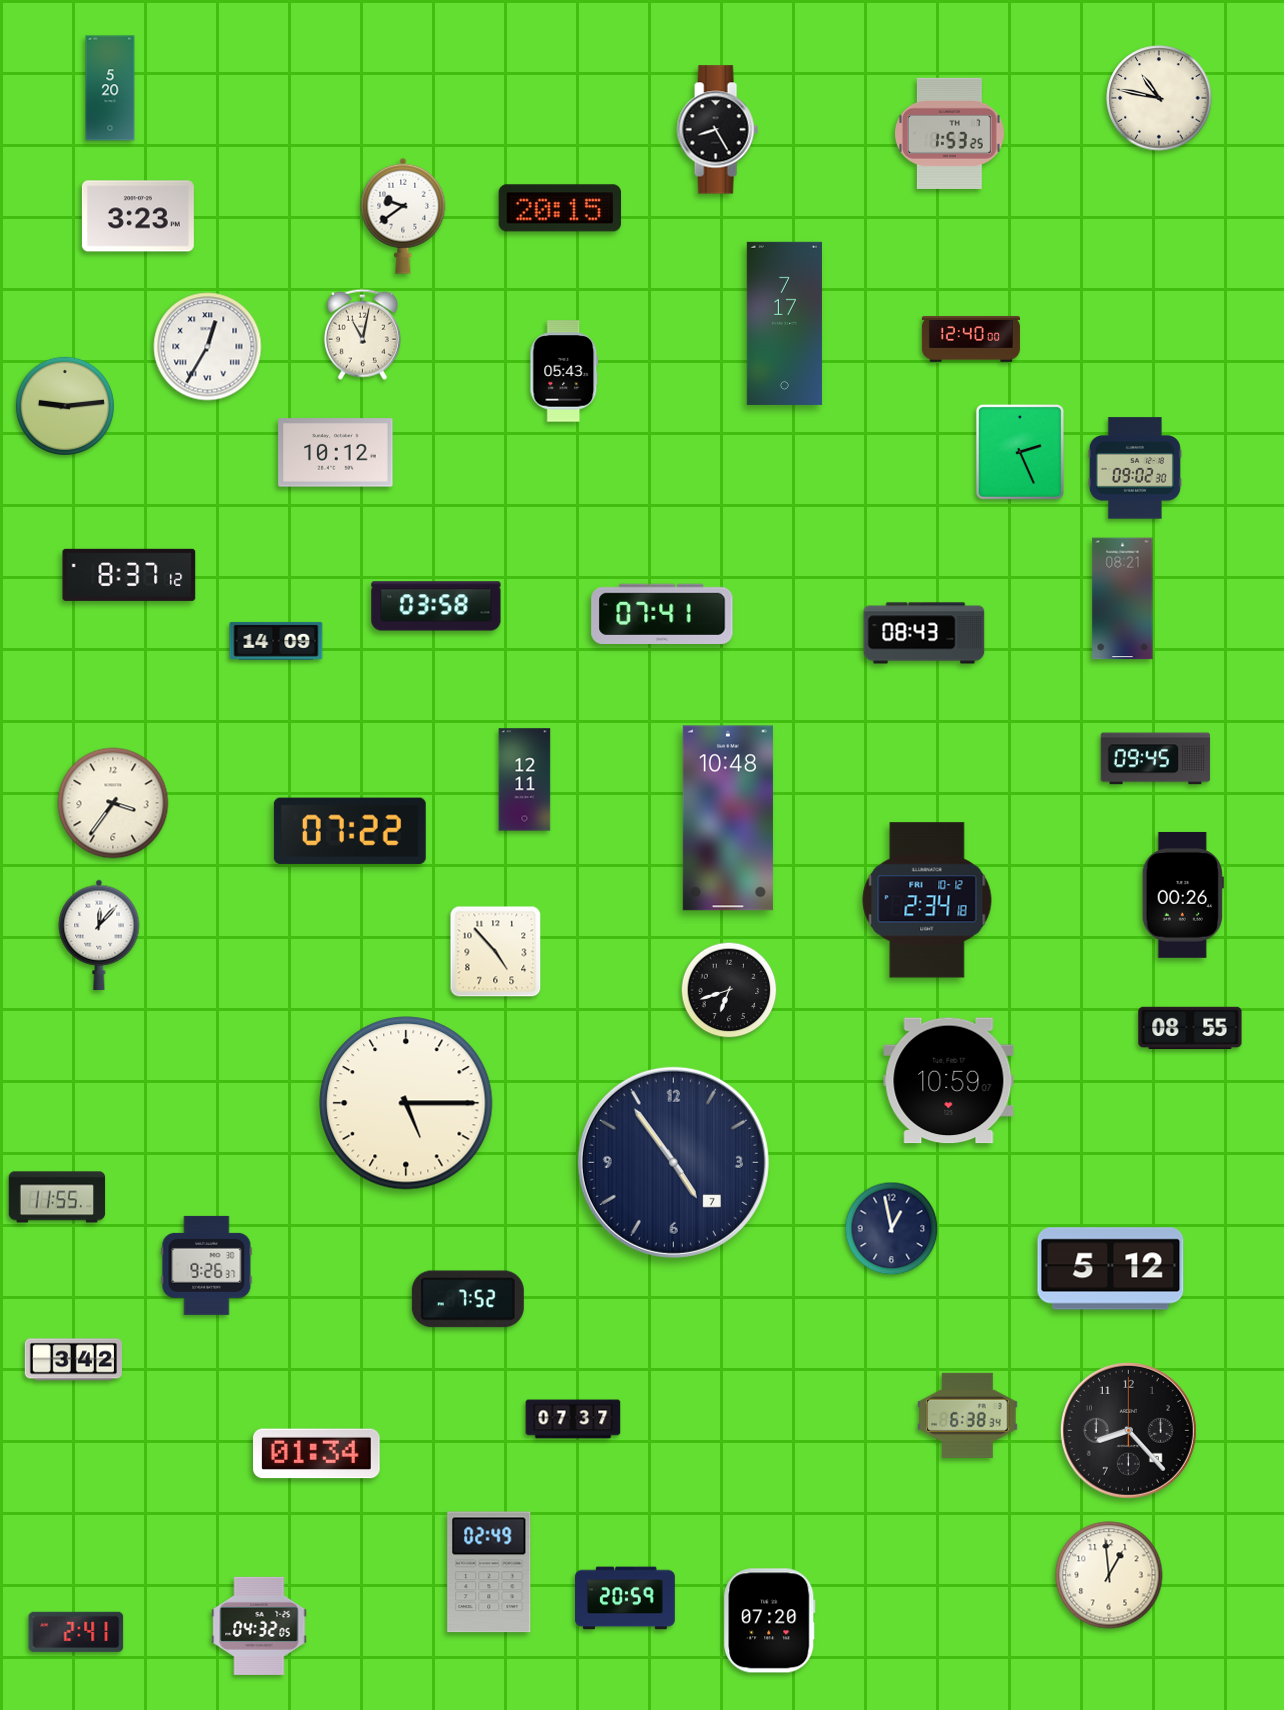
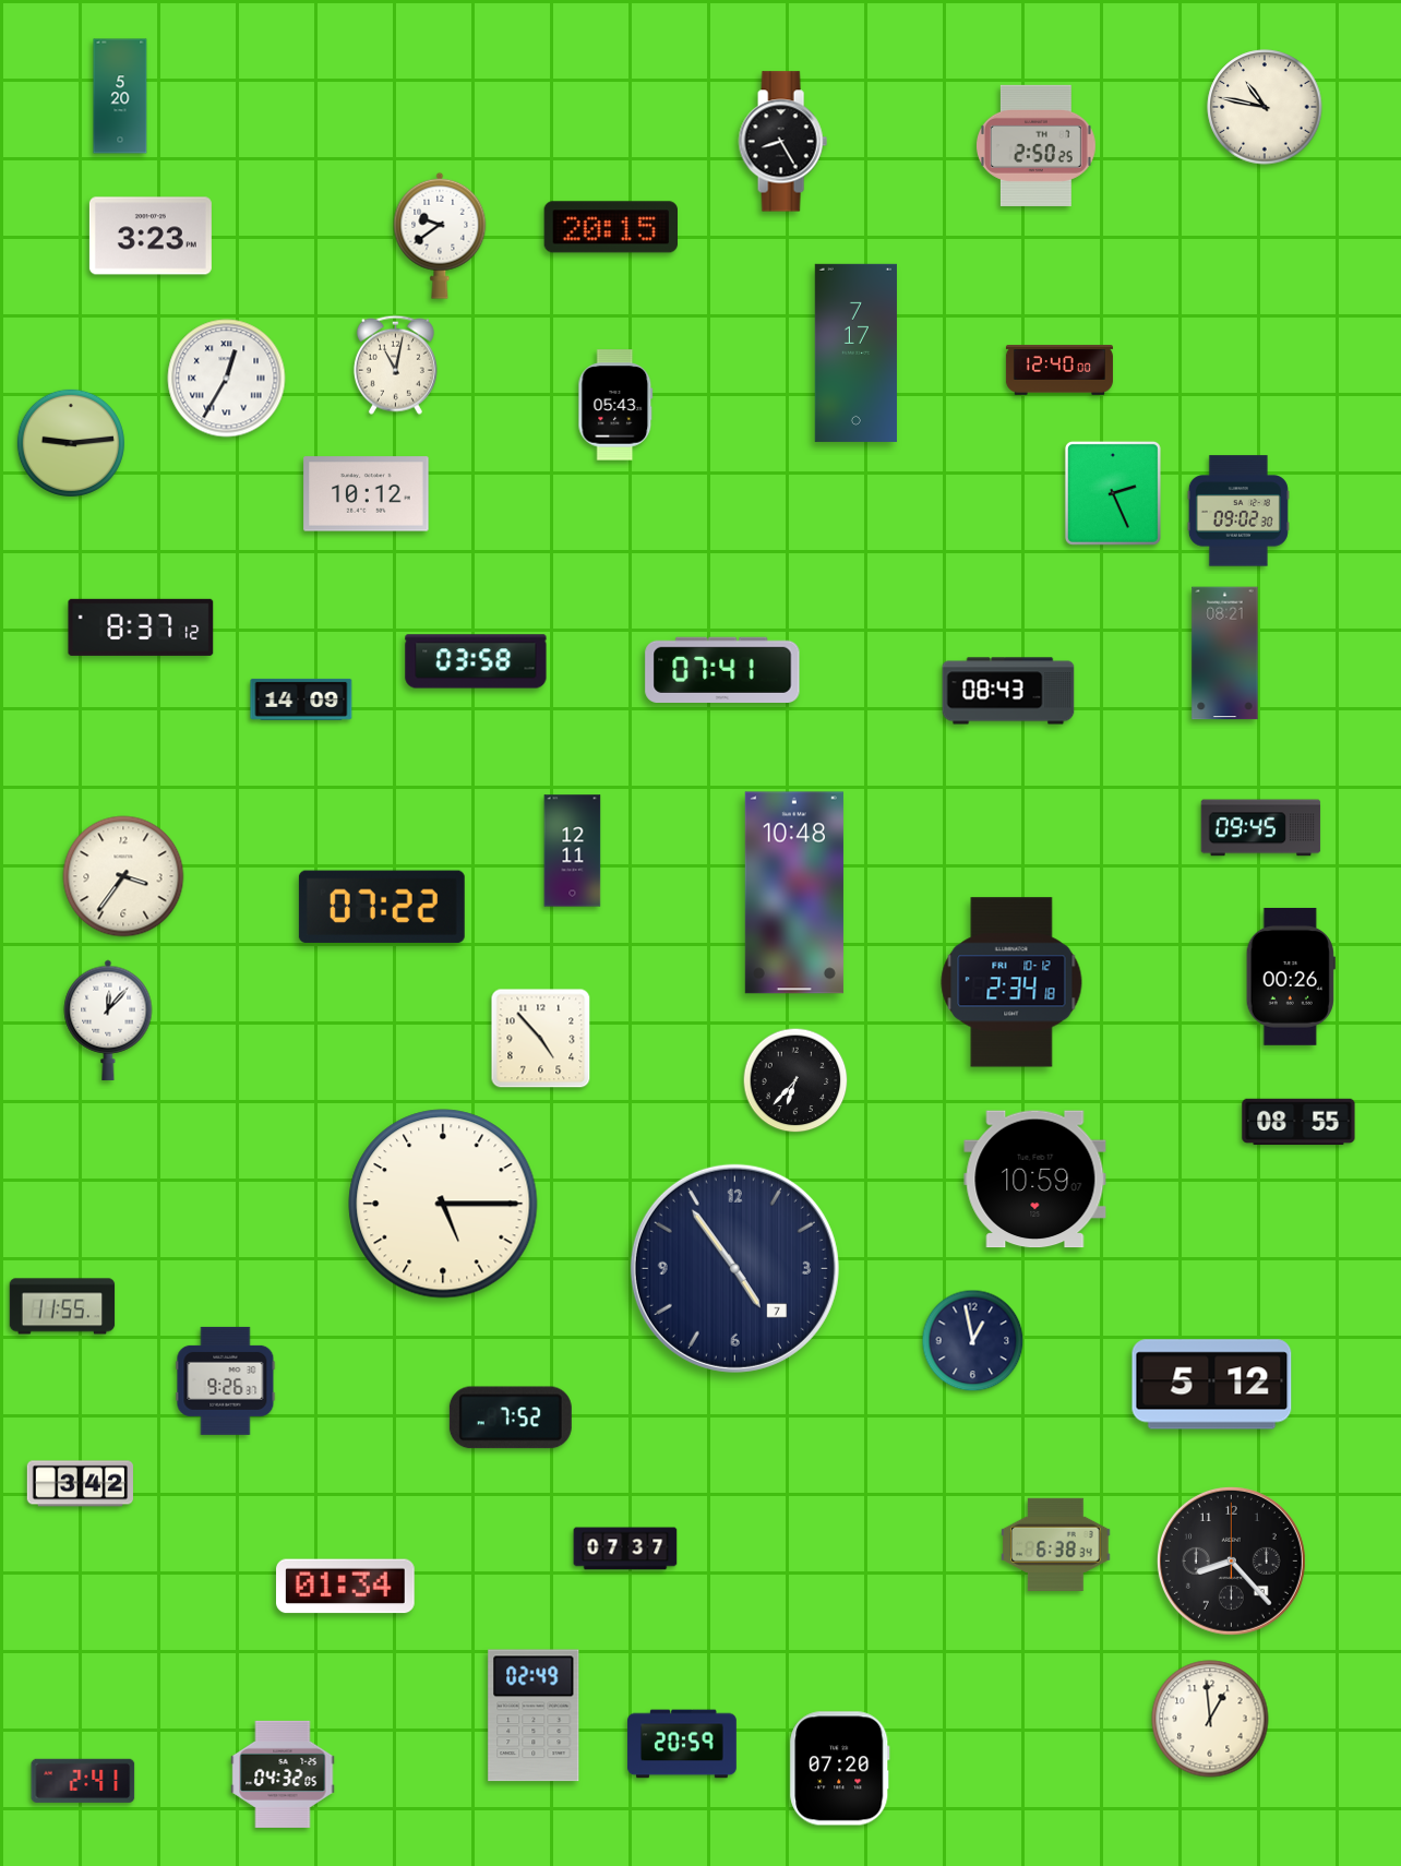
clock at (949, 133): 1:53 -> 2:50
clock at (729, 990): 6:42 -> 6:37
